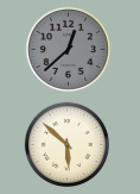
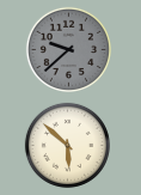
clock at (68, 49): 12:38 -> 9:38
